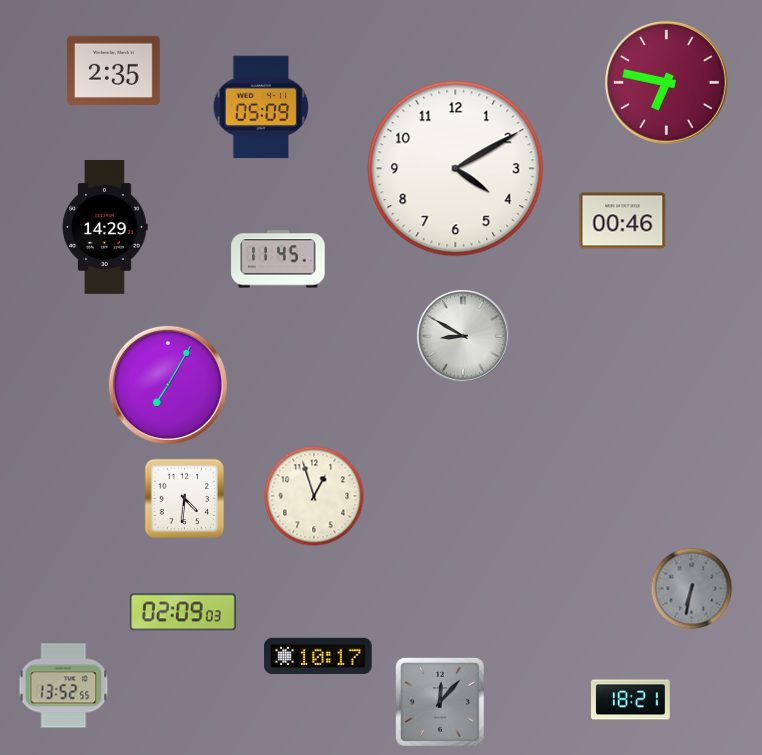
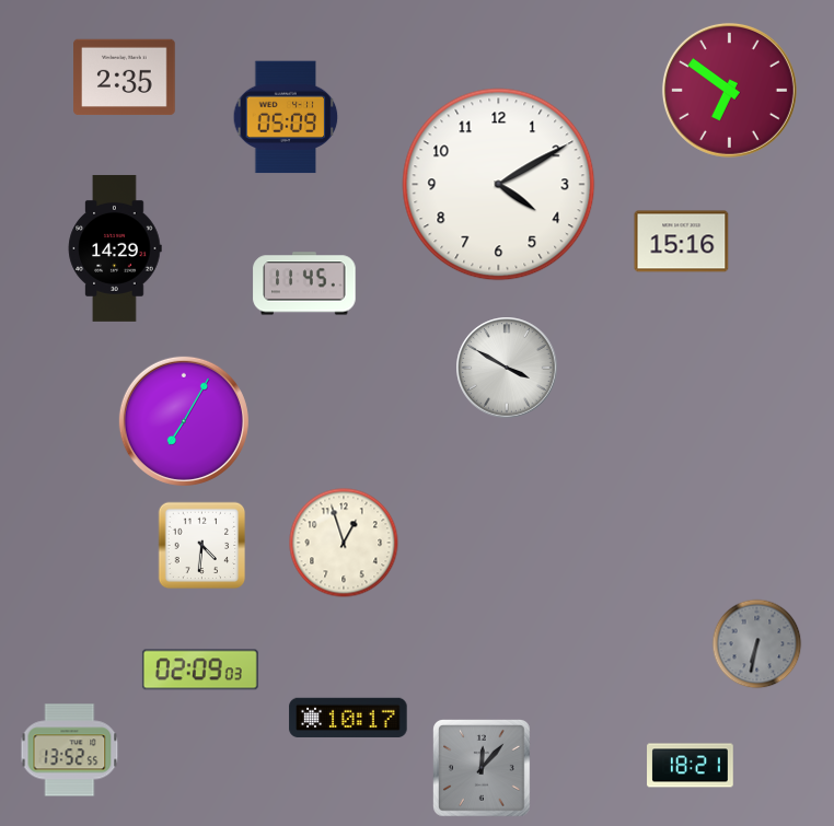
clock at (666, 82): 6:47 -> 6:51
clock at (623, 221): 00:46 -> 15:16
clock at (463, 336): 8:50 -> 3:50
